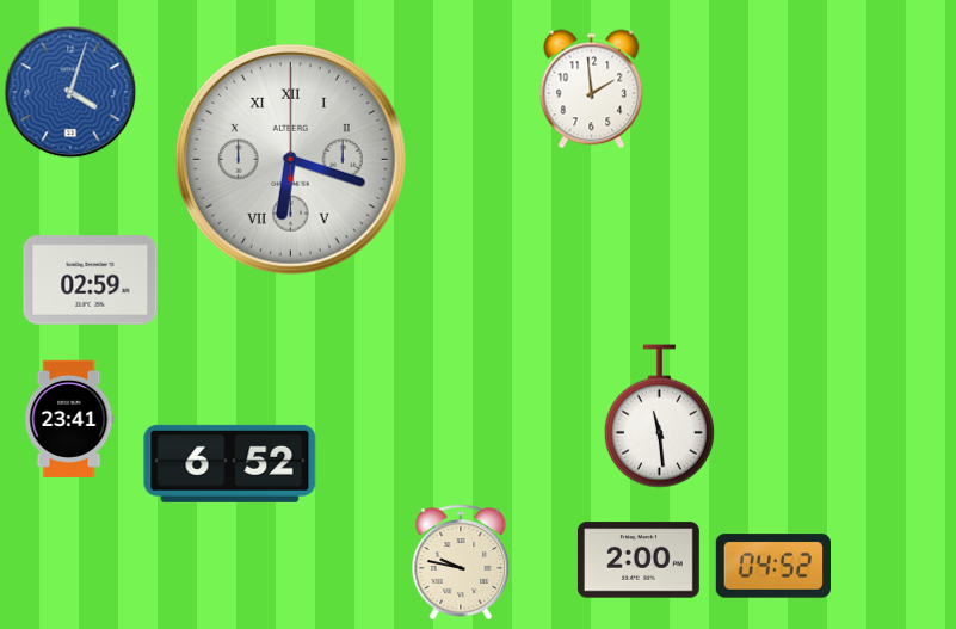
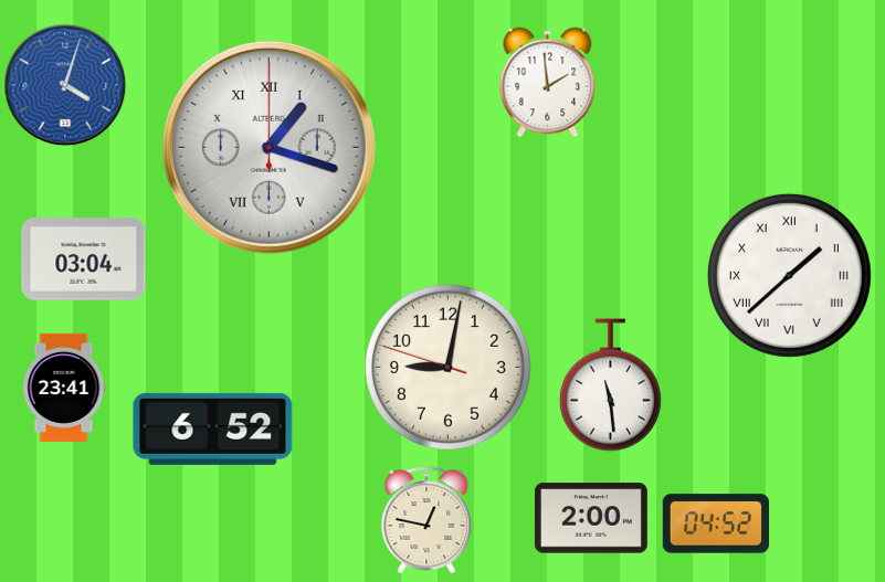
clock at (290, 159): 6:18 -> 1:18
clock at (91, 280): 02:59 -> 03:04
clock at (789, 275): none -> 1:38
clock at (447, 367): none -> 9:01
clock at (461, 562): 9:47 -> 12:47
